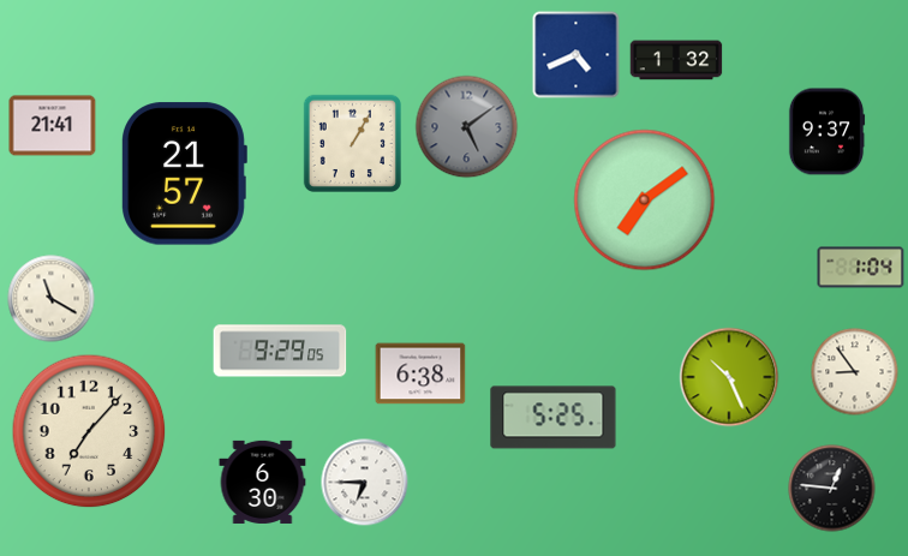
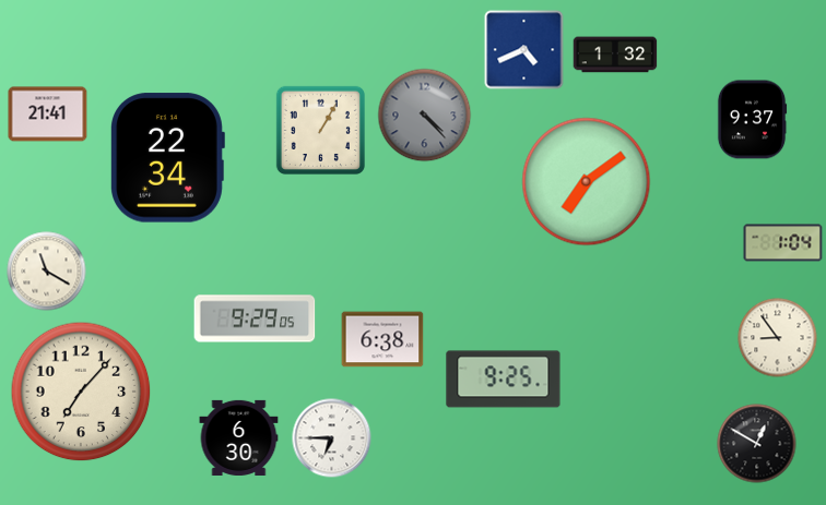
clock at (467, 127): 5:09 -> 4:23
clock at (185, 174): 21:57 -> 22:34
clock at (729, 377): 10:26 -> none
clock at (554, 418): 5:25 -> 9:25
clock at (832, 489): 12:46 -> 12:50
